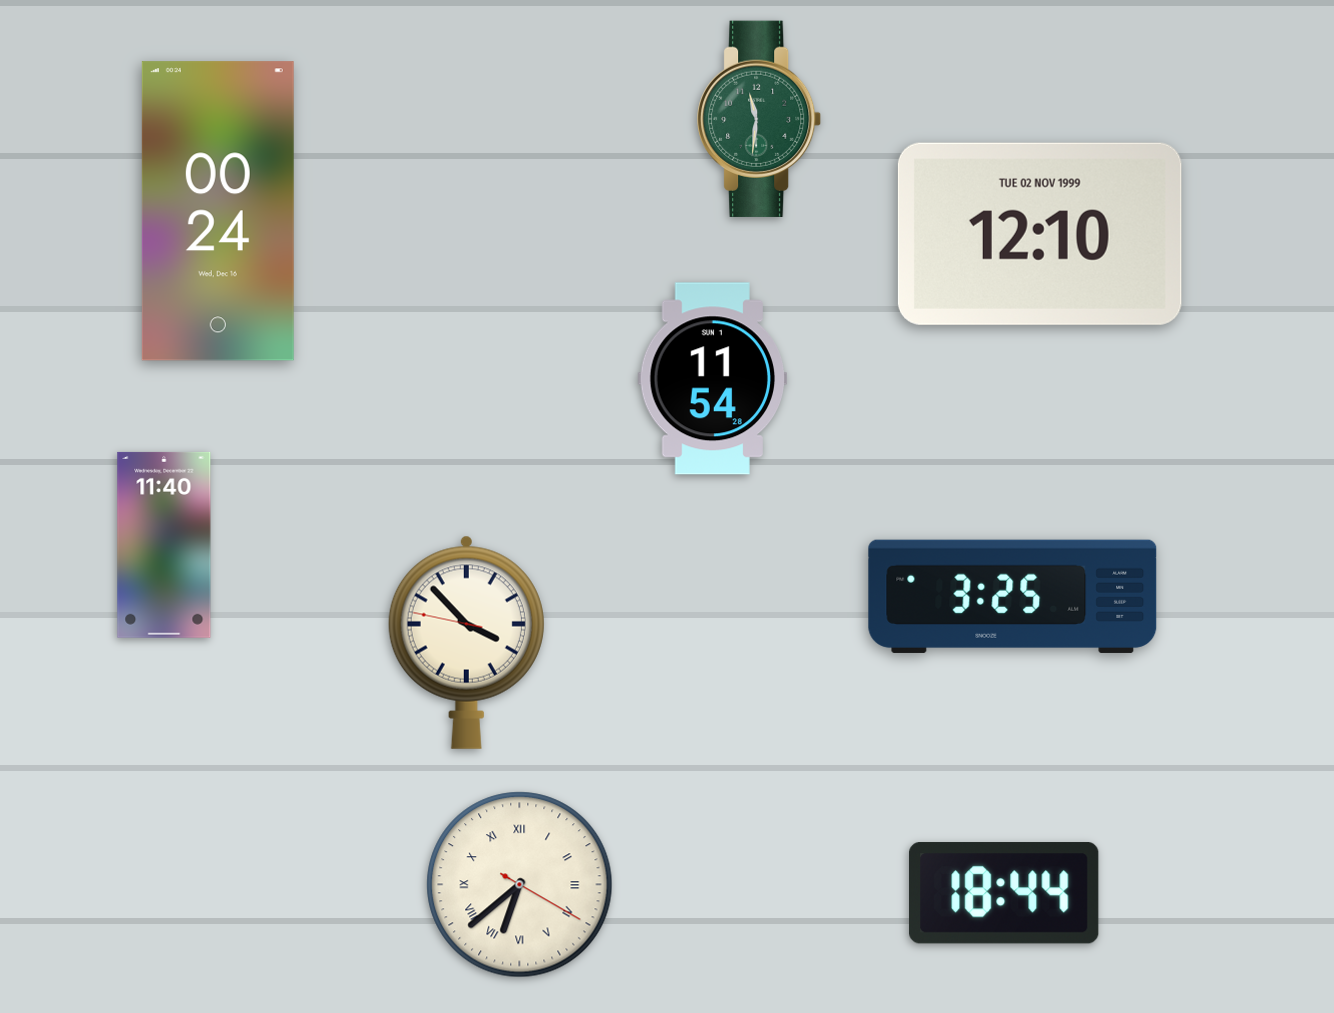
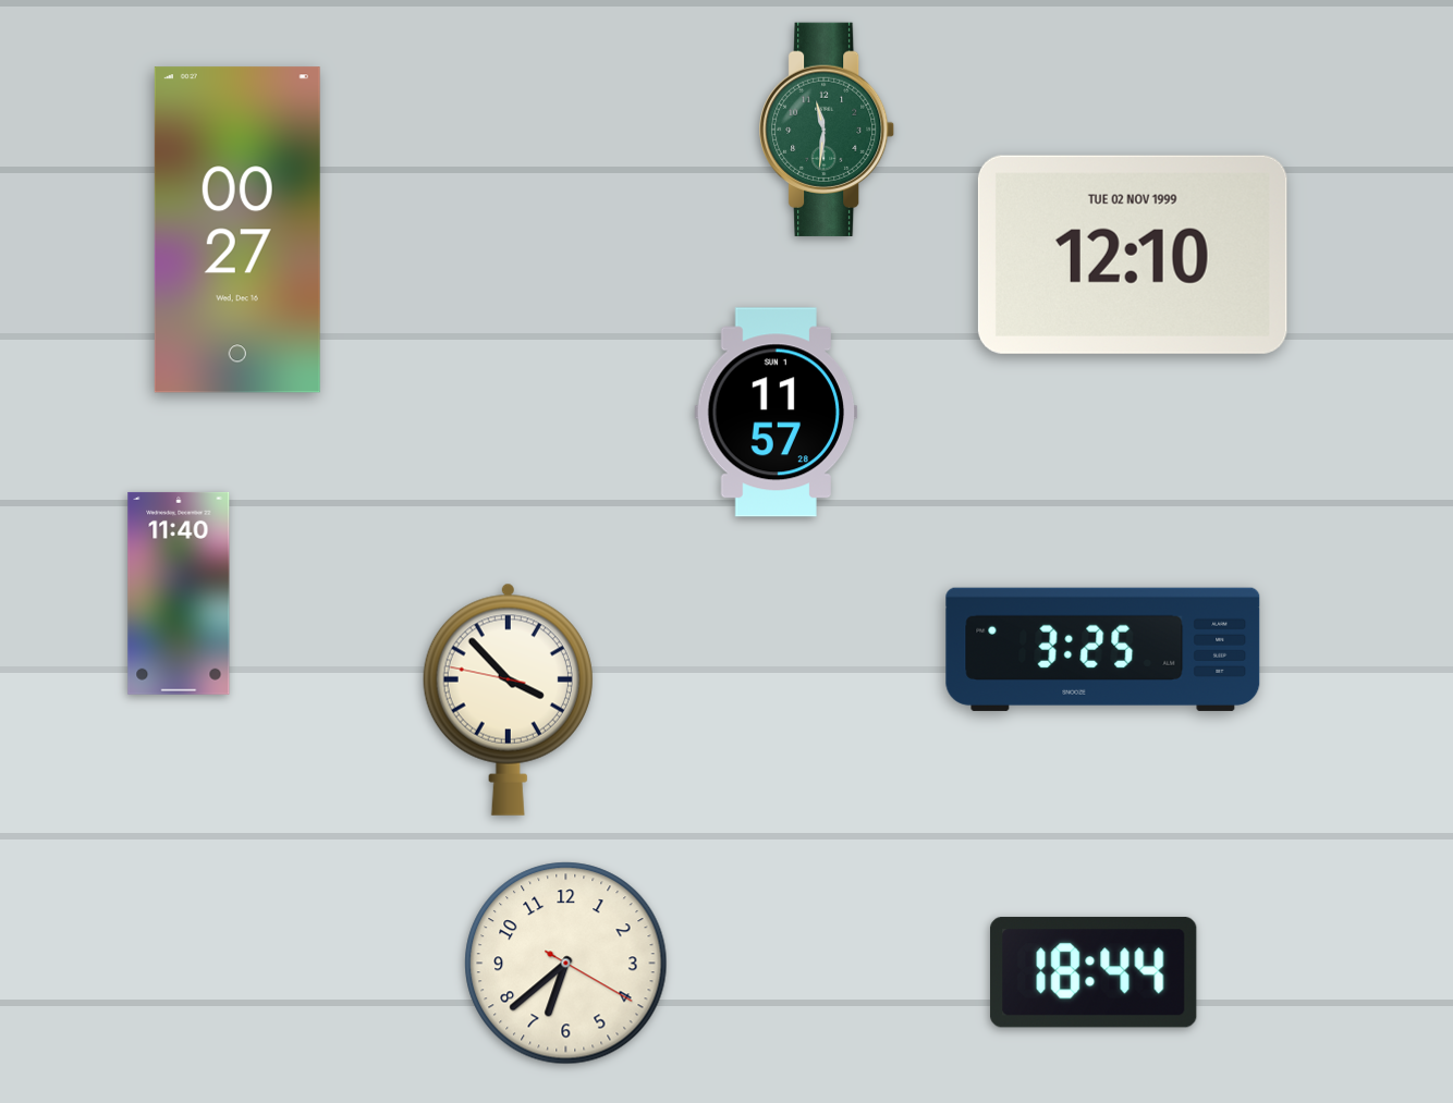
clock at (218, 211): 00:24 -> 00:27
clock at (713, 379): 11:54 -> 11:57
clock at (520, 885) numerals: Roman -> Arabic
